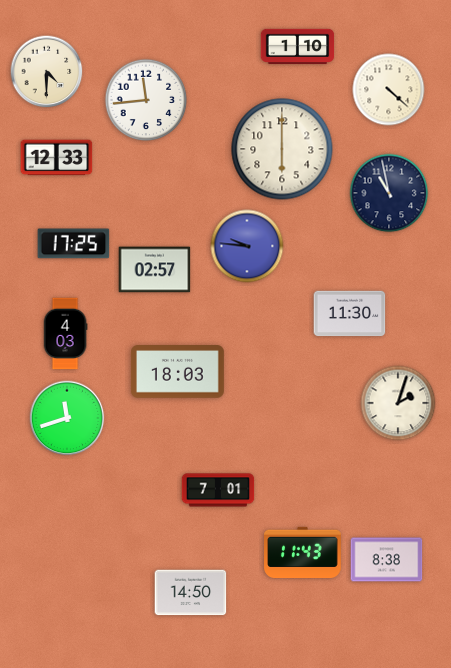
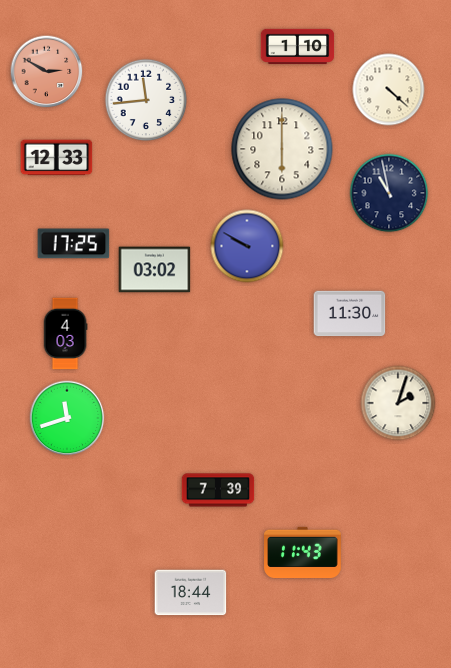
clock at (47, 72): 4:30 -> 2:50
clock at (47, 72) dial: cream -> salmon
clock at (247, 246): 9:46 -> 9:50
clock at (155, 270): 02:57 -> 03:02
clock at (177, 372): 18:03 -> none
clock at (218, 490): 7:01 -> 7:39
clock at (387, 560): 8:38 -> none
clock at (191, 593): 14:50 -> 18:44
